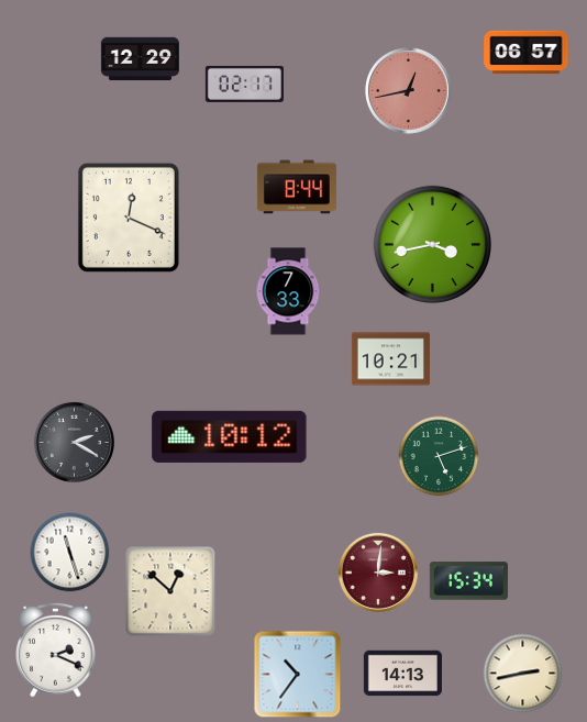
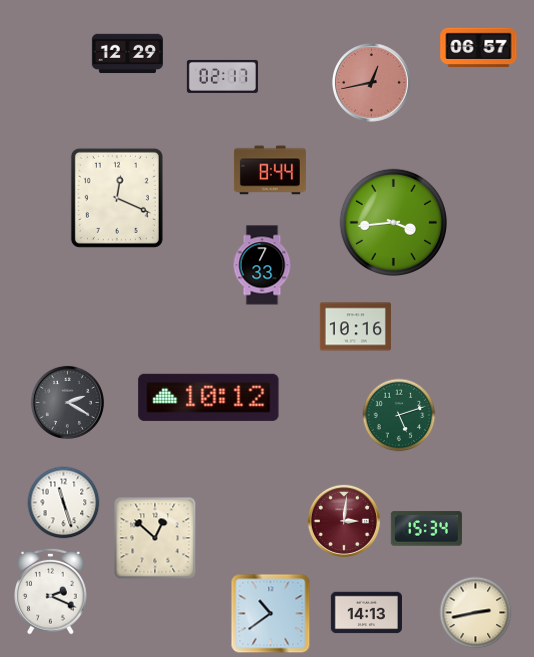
clock at (433, 245): 3:43 -> 3:44
clock at (390, 359): 10:21 -> 10:16
clock at (298, 675): 10:36 -> 10:39
